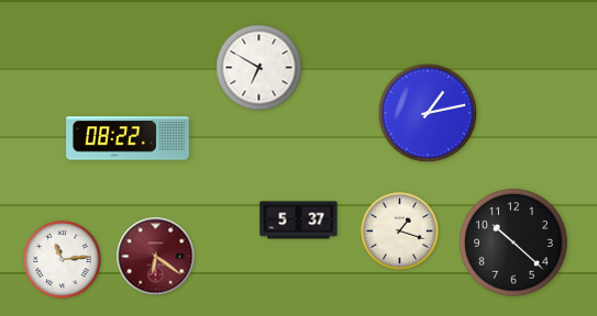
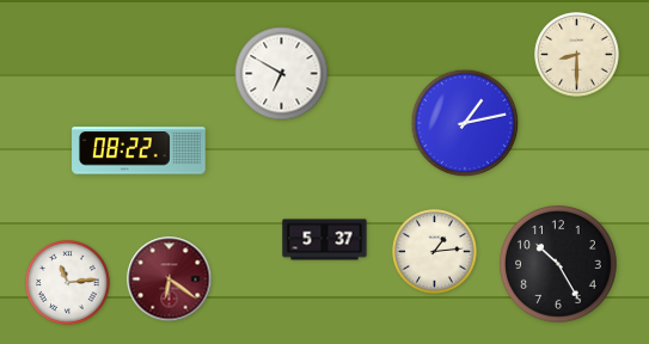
clock at (577, 55): none -> 8:30
clock at (400, 232): 1:18 -> 1:14
clock at (513, 242): 10:22 -> 10:25
